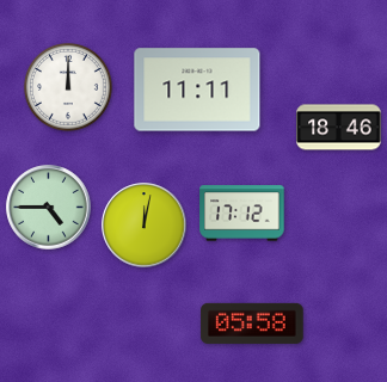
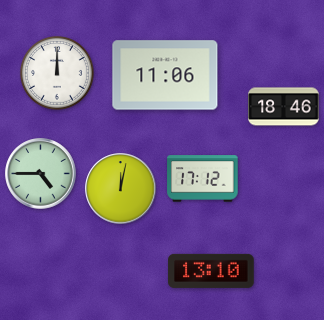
clock at (197, 90): 11:11 -> 11:06
clock at (252, 324): 05:58 -> 13:10
